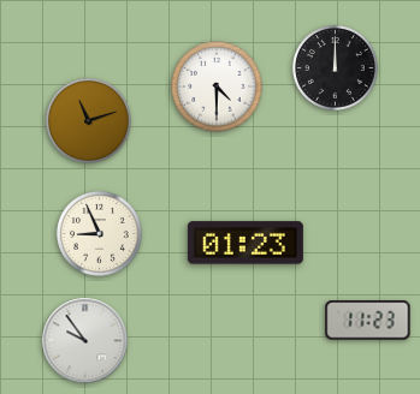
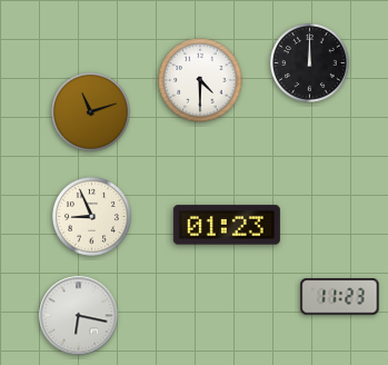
clock at (89, 121) position: (89, 121) -> (91, 112)
clock at (85, 341): 9:54 -> 6:17
